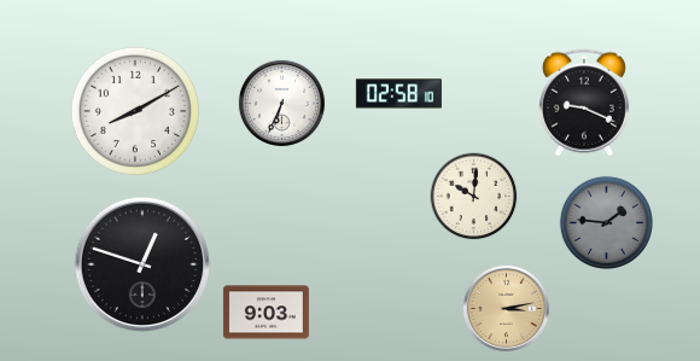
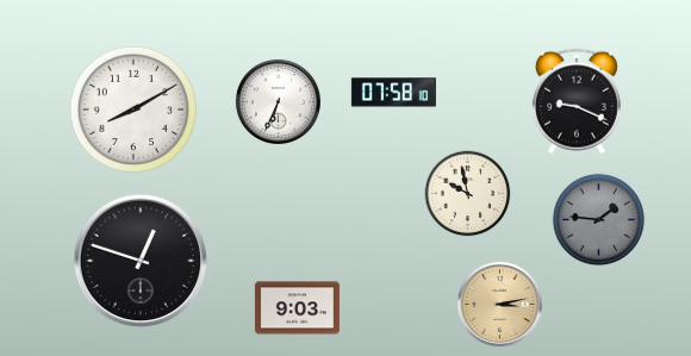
clock at (398, 94): 02:58 -> 07:58
clock at (474, 197): 10:01 -> 9:58
clock at (266, 313) position: (266, 313) -> (297, 308)
